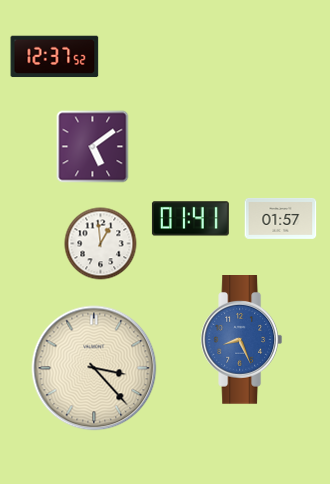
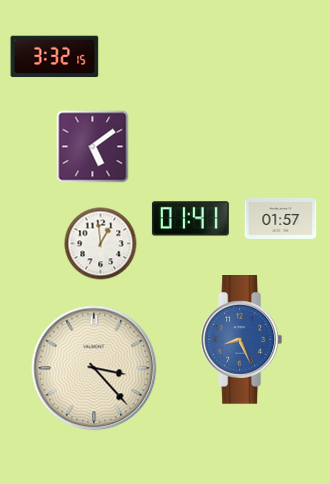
clock at (55, 57): 12:37 -> 3:32
